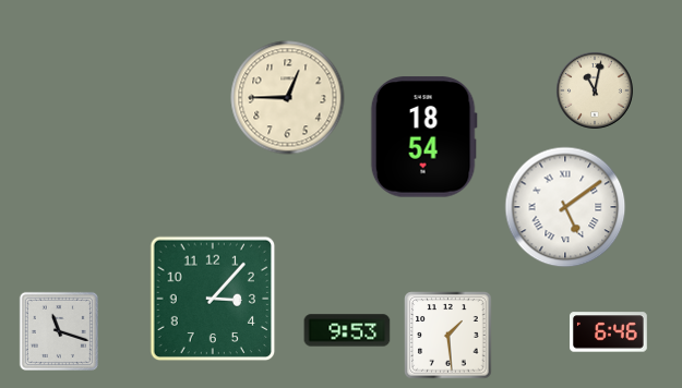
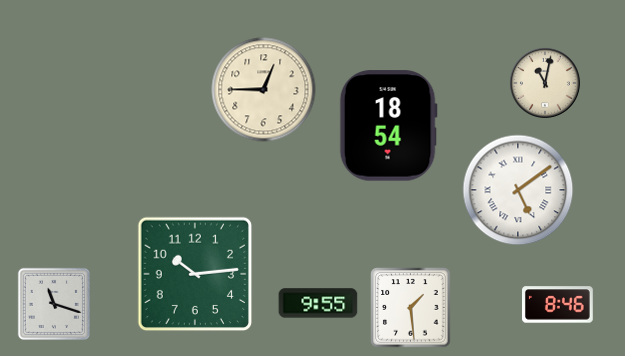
clock at (213, 299): 3:07 -> 10:14
clock at (347, 330): 9:53 -> 9:55
clock at (609, 332): 6:46 -> 8:46
